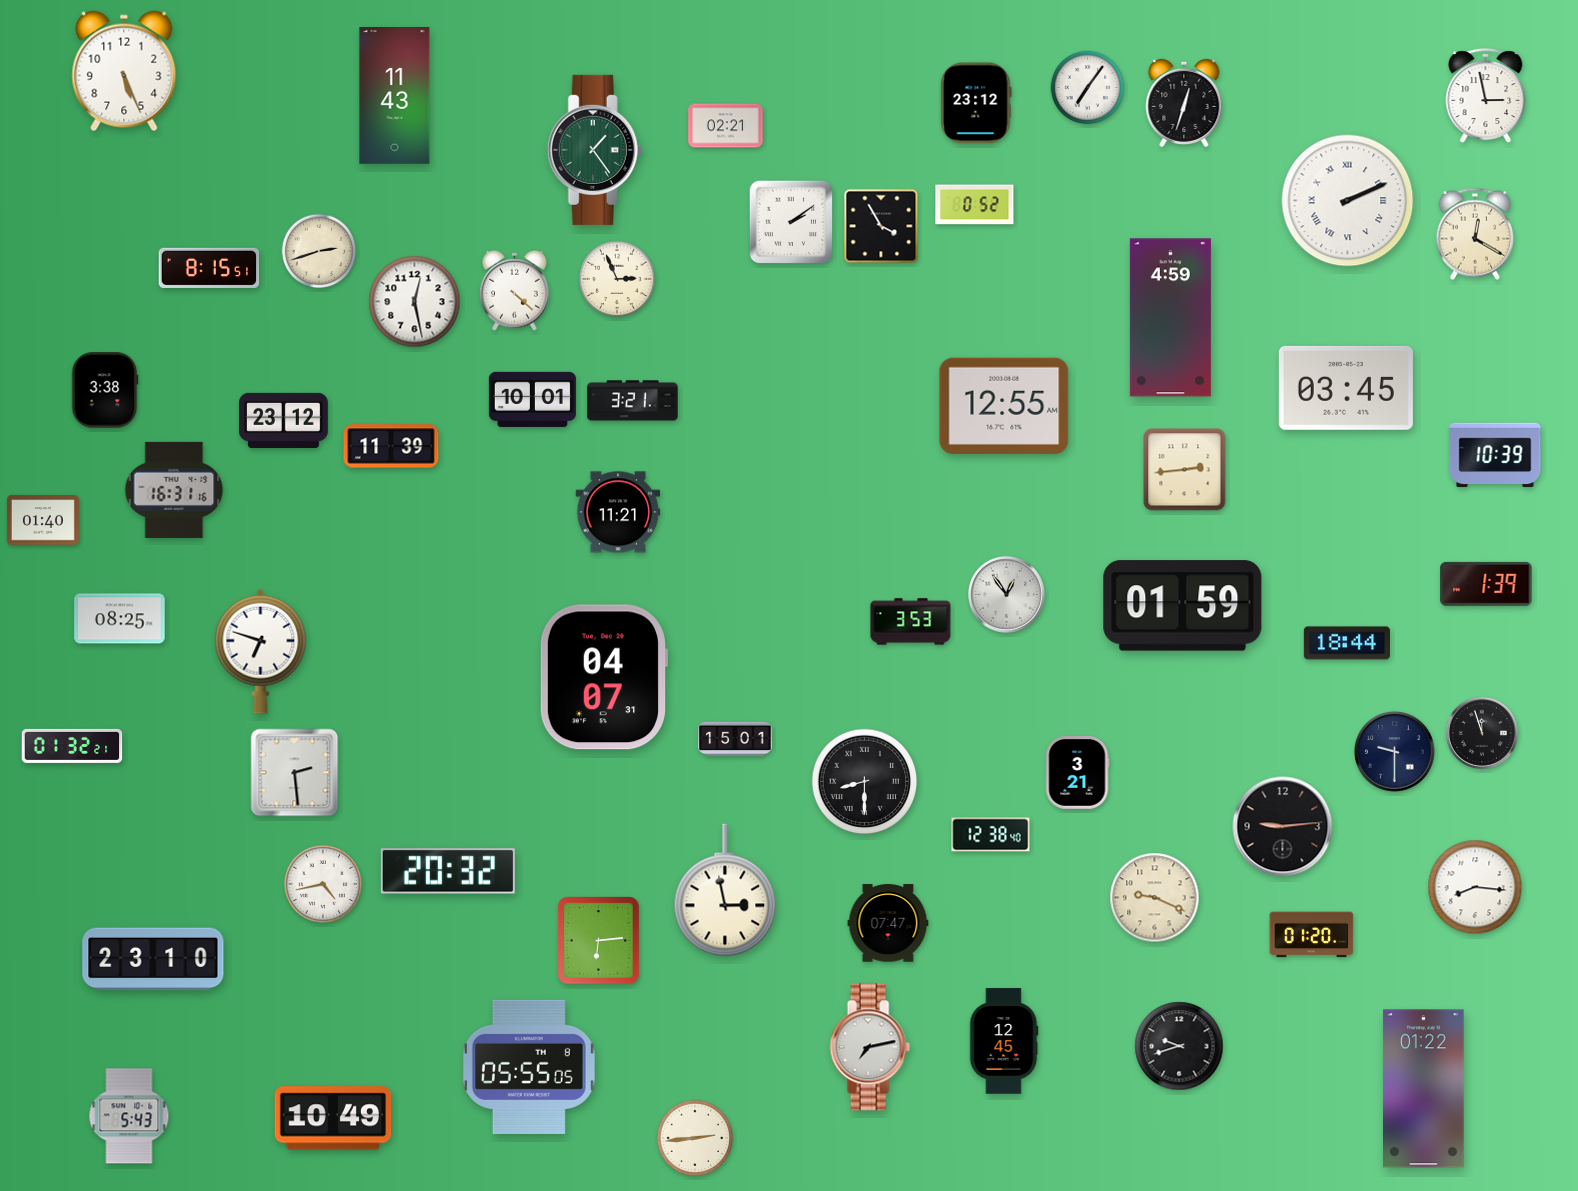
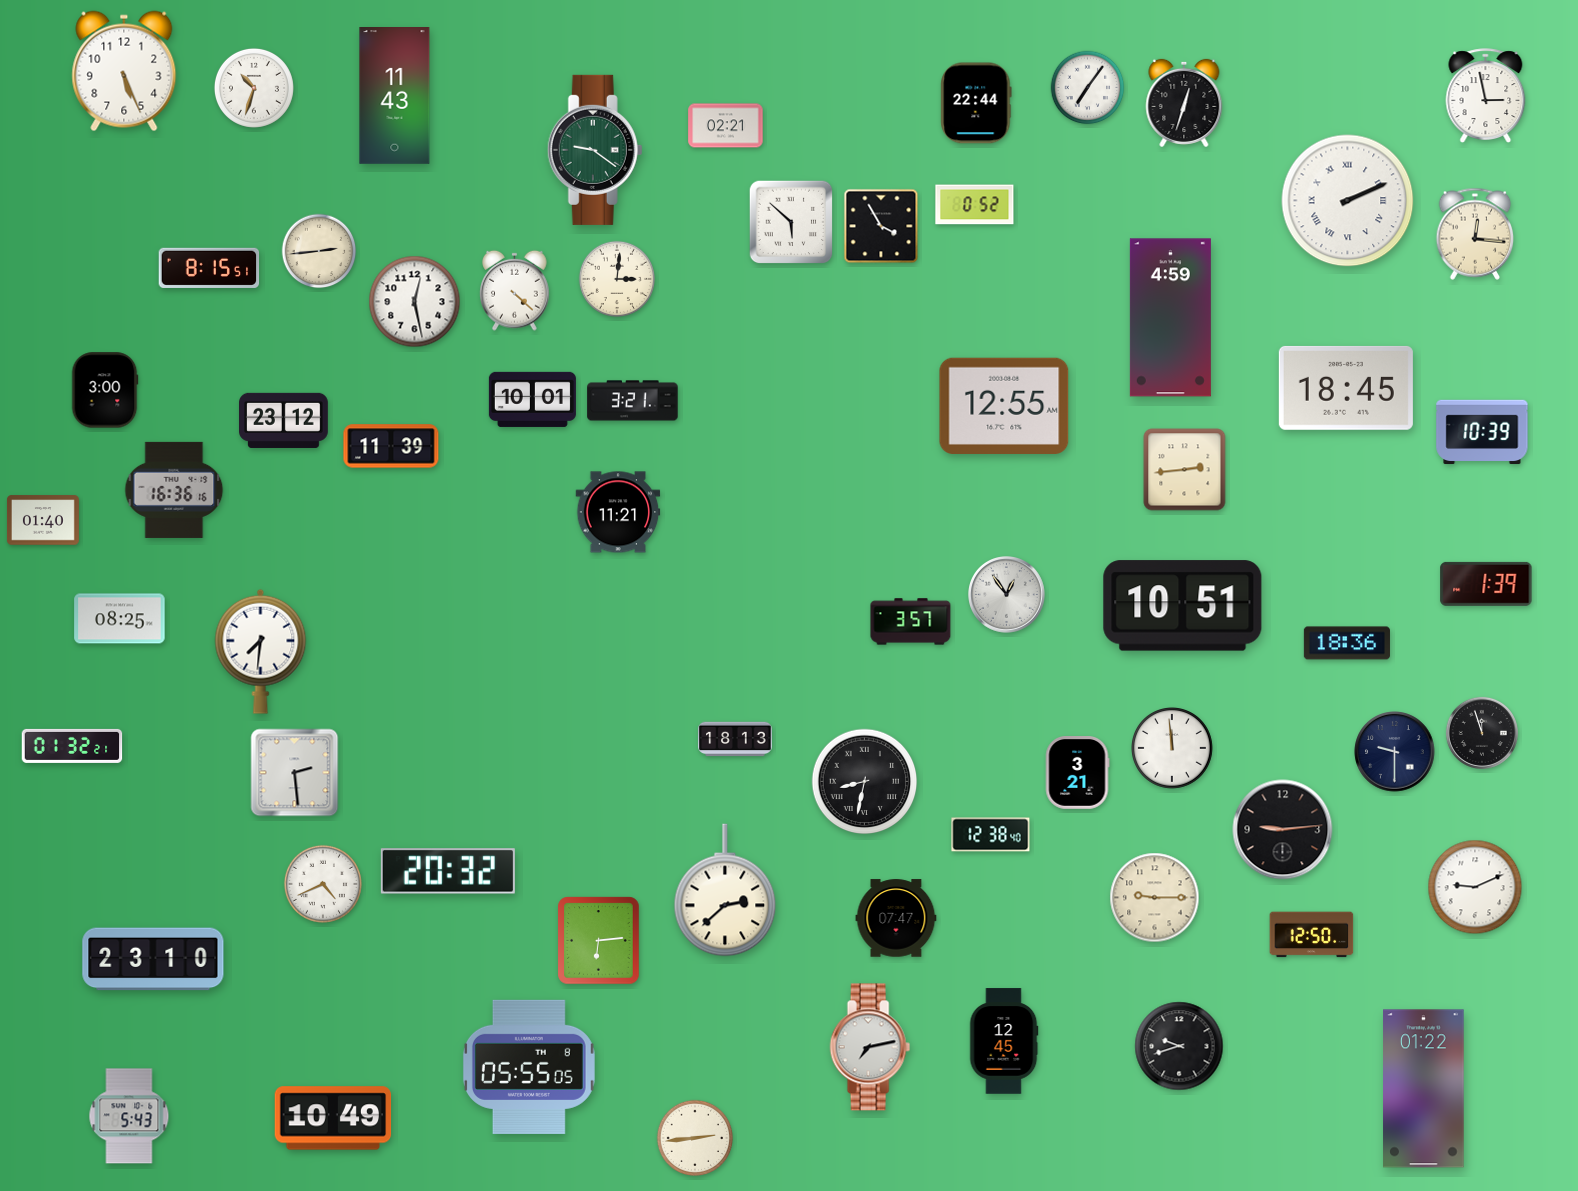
clock at (254, 88): none -> 10:33
clock at (976, 103): 23:12 -> 22:44
clock at (595, 150): 1:24 -> 9:21
clock at (791, 222): 2:09 -> 5:52
clock at (1475, 234): 12:20 -> 12:16
clock at (319, 251): 2:42 -> 2:44
clock at (616, 278): 2:56 -> 3:01
clock at (1346, 388): 03:45 -> 18:45
clock at (105, 390): 3:38 -> 3:00
clock at (1495, 455) position: (1495, 455) -> (1482, 432)
clock at (174, 490): 16:31 -> 16:36
clock at (1183, 606): 01:59 -> 10:51
clock at (911, 622): 3:53 -> 3:57
clock at (1347, 643): 18:44 -> 18:36
clock at (261, 651): 6:48 -> 7:31
clock at (603, 677): 04:07 -> none
clock at (735, 739): 15:01 -> 18:13
clock at (1173, 749): none -> 11:59
clock at (865, 782): 8:30 -> 8:32
clock at (1283, 827) position: (1283, 827) -> (1283, 830)
clock at (323, 884): 4:43 -> 4:41
clock at (1475, 887): 8:16 -> 9:11
clock at (725, 890): 2:58 -> 2:38
clock at (1155, 898): 9:19 -> 9:15
clock at (888, 923) position: (888, 923) -> (896, 918)
clock at (1312, 935): 01:20 -> 12:50
